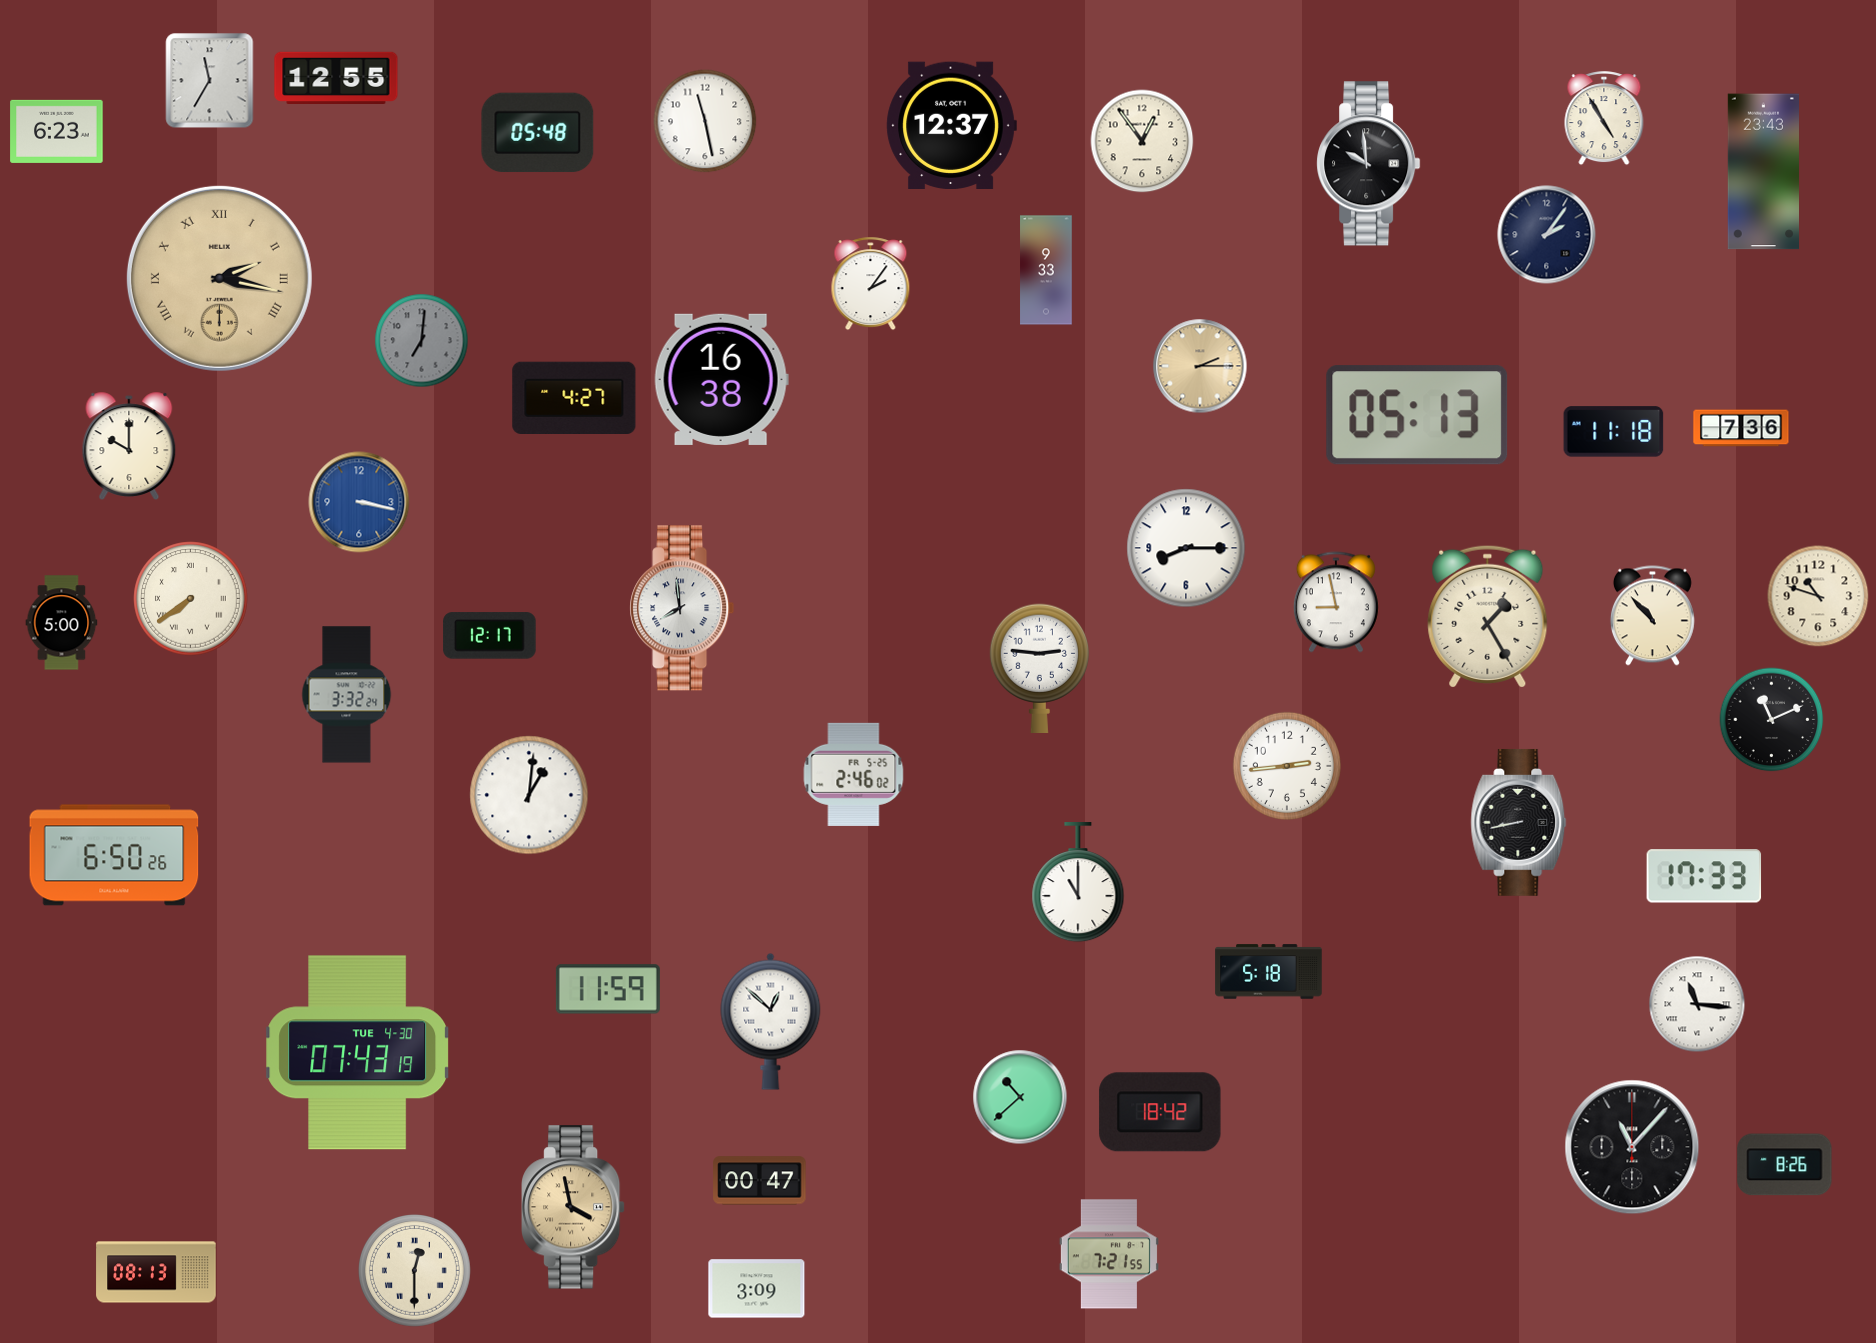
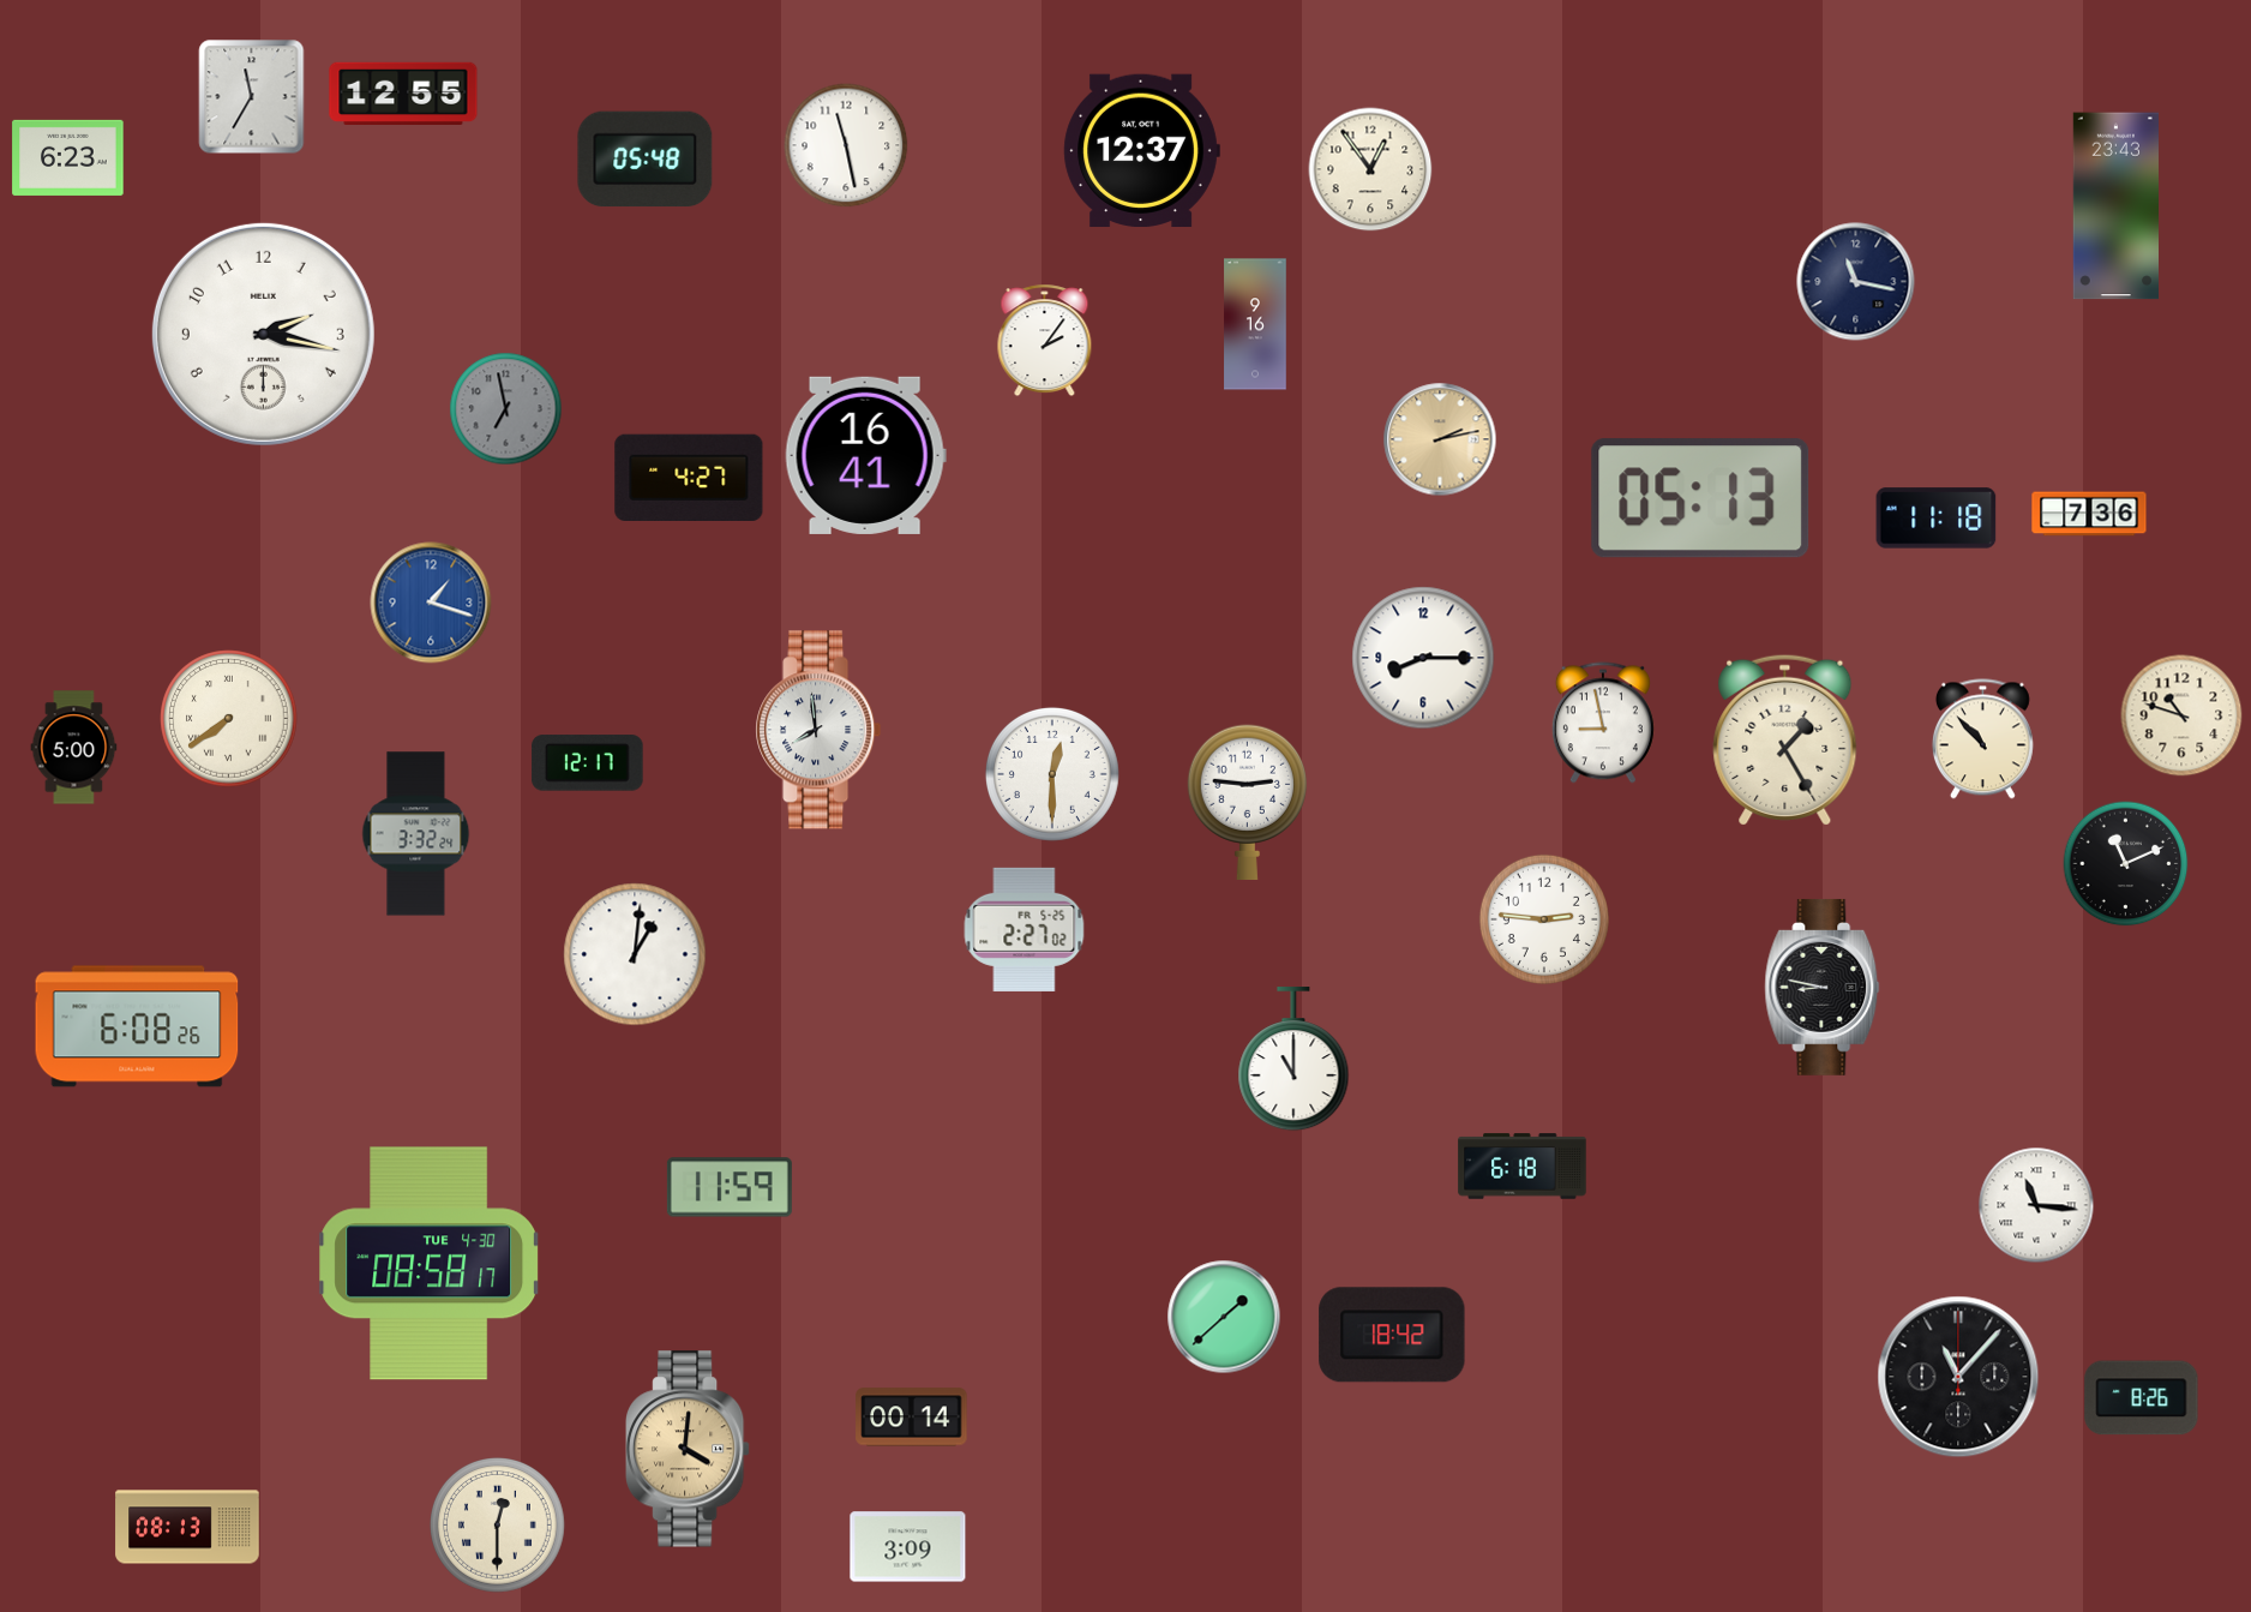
clock at (1604, 119): 4:55 -> none
clock at (1369, 164): 9:59 -> none
clock at (1547, 235): 2:06 -> 11:17
clock at (1046, 270): 9:33 -> 9:16
clock at (219, 278) dial: champagne -> white
clock at (219, 278) numerals: Roman -> Arabic
clock at (422, 341): 7:01 -> 6:58
clock at (1200, 366): 2:15 -> 2:13
clock at (721, 379): 16:38 -> 16:41
clock at (129, 446): 10:00 -> none
clock at (359, 502): 3:17 -> 1:18
clock at (1052, 774): none -> 12:30
clock at (1287, 766): 2:44 -> 2:46
clock at (854, 774): 2:46 -> 2:27
clock at (1519, 822): 8:43 -> 8:47
clock at (114, 855): 6:50 -> 6:08
clock at (1704, 876): 17:33 -> none
clock at (1269, 972): 5:18 -> 6:18
clock at (771, 1021): 12:52 -> none
clock at (358, 1053): 07:43 -> 08:58
clock at (1020, 1097): 10:38 -> 1:38
clock at (760, 1181): 00:47 -> 00:14
clock at (574, 1207): 3:58 -> 4:01
clock at (1109, 1254): 7:21 -> none
